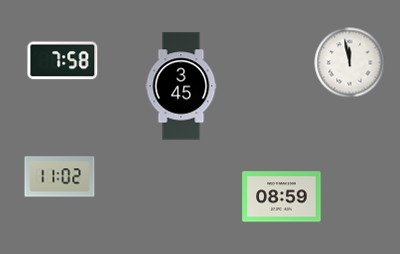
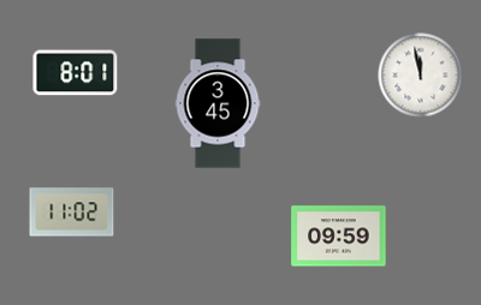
clock at (63, 61): 7:58 -> 8:01
clock at (282, 197): 08:59 -> 09:59
